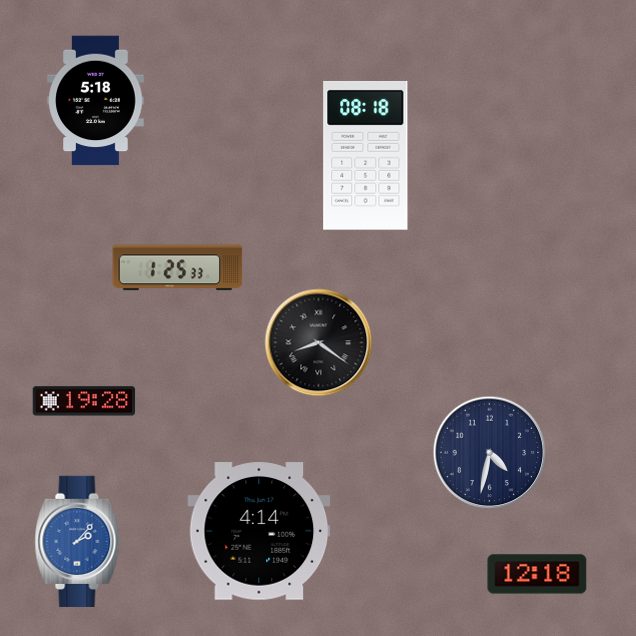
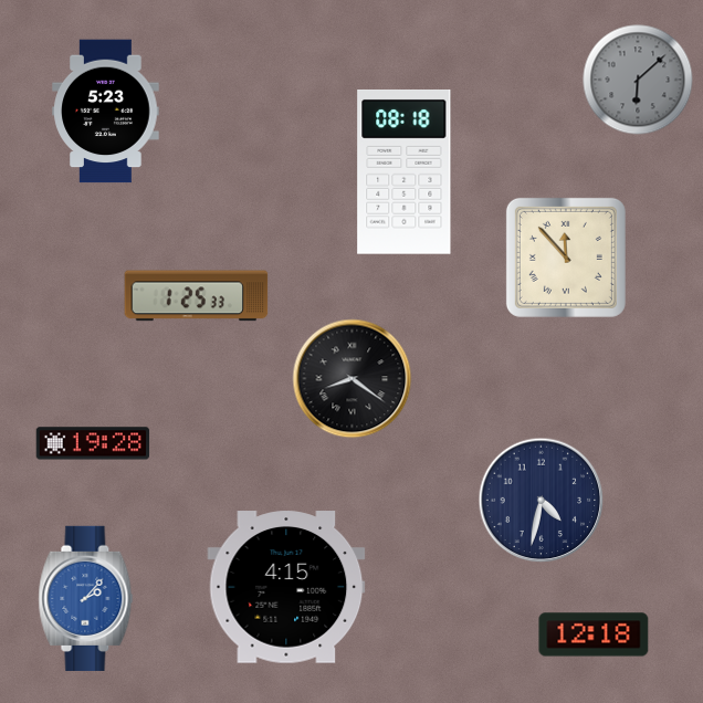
clock at (638, 80): none -> 6:08
clock at (96, 101): 5:18 -> 5:23
clock at (566, 258): none -> 11:53
clock at (259, 531): 4:14 -> 4:15
